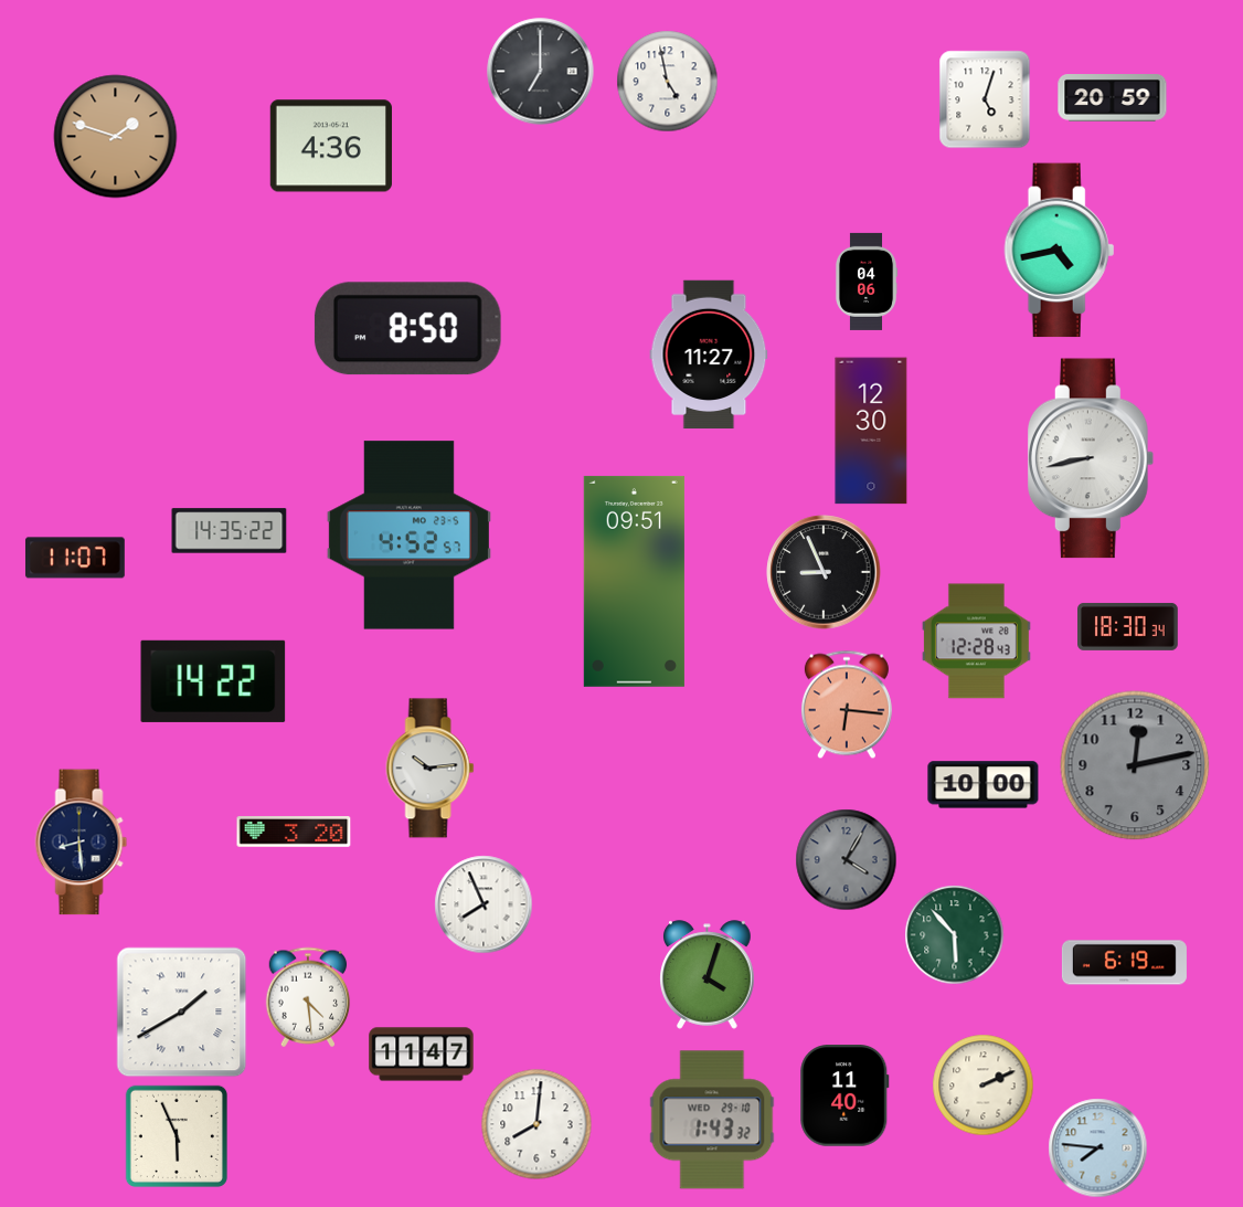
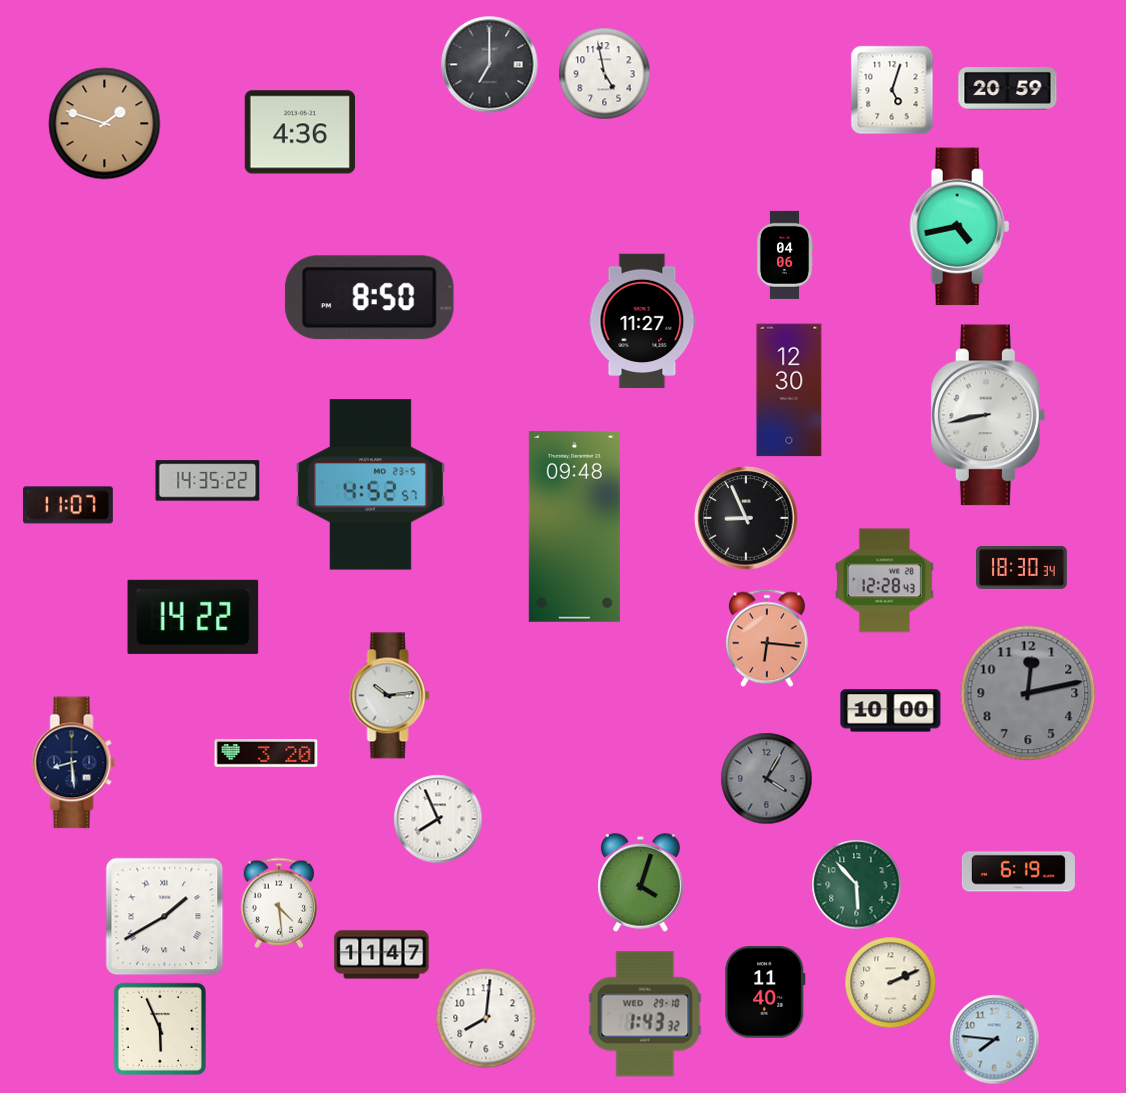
clock at (634, 581): 09:51 -> 09:48
clock at (955, 935) position: (955, 935) -> (857, 885)
